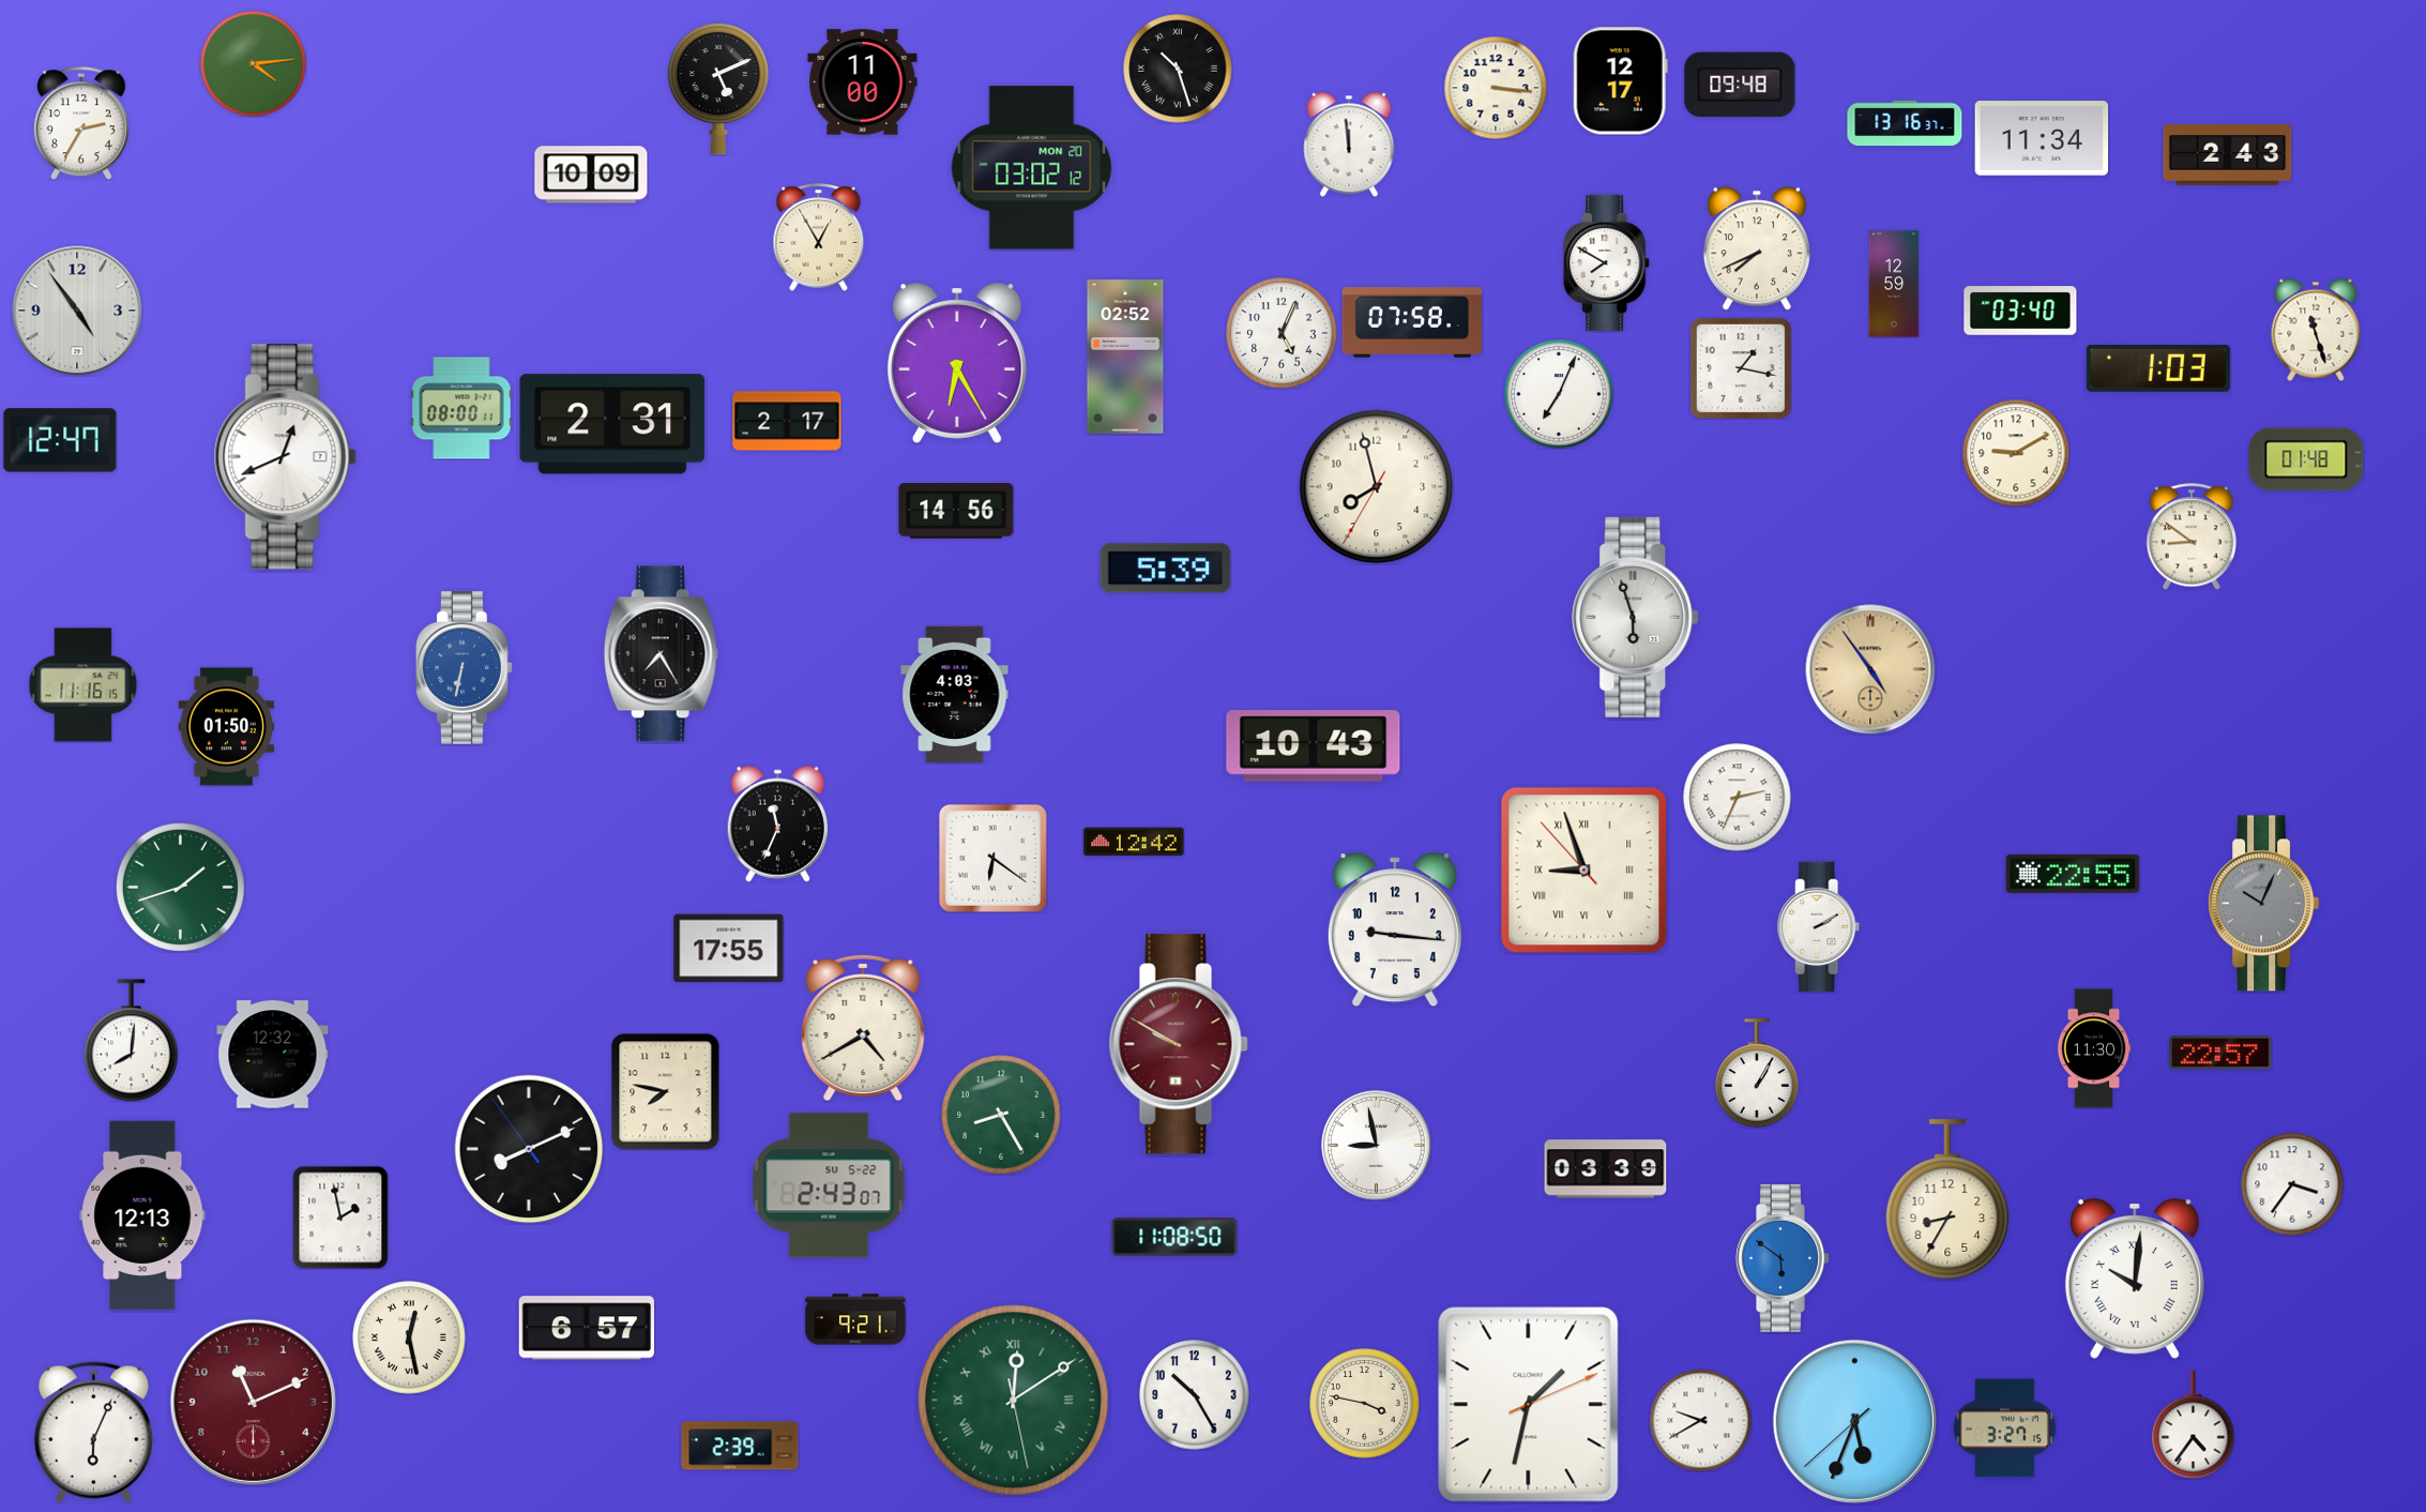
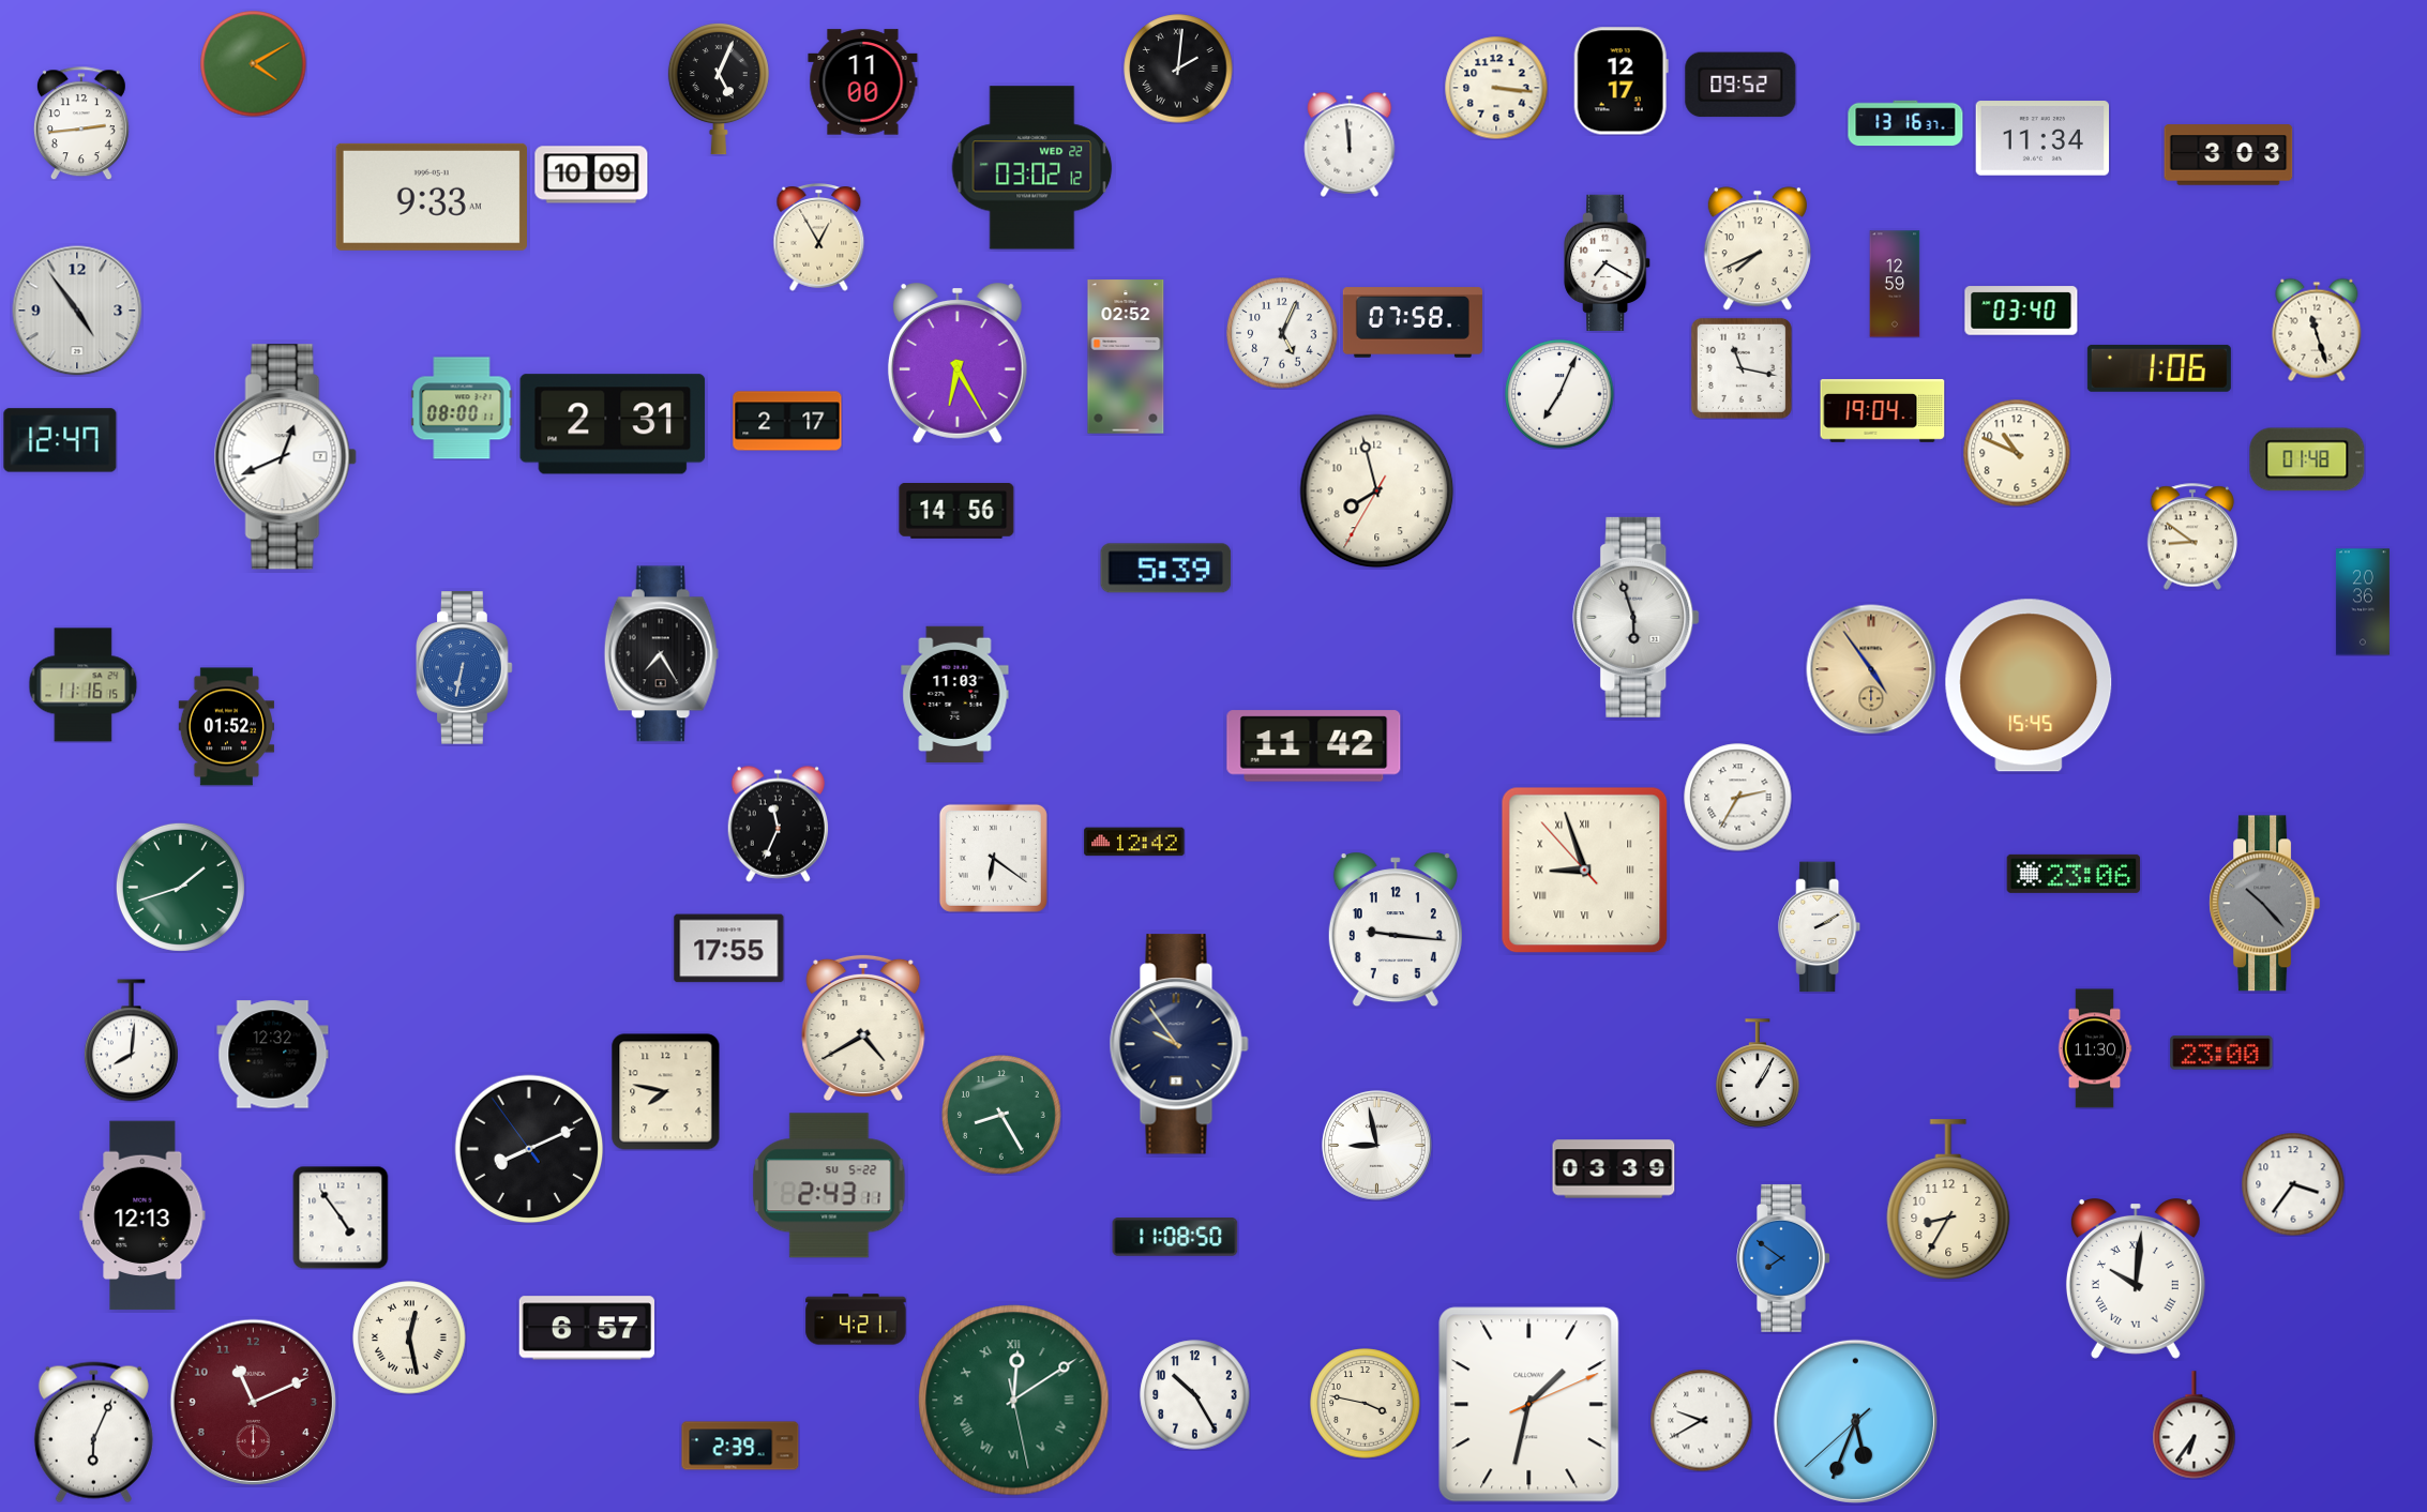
clock at (254, 64): 4:14 -> 4:10
clock at (1178, 69): 10:27 -> 2:01
clock at (1740, 85): 09:48 -> 09:52
clock at (718, 89): 5:11 -> 5:04
clock at (81, 123): 2:35 -> 2:44
clock at (2228, 155): 2:43 -> 3:03
clock at (1032, 168) date: MON 20 -> WED 22
clock at (432, 197): none -> 9:33
clock at (1607, 262): 7:50 -> 7:20
clock at (1741, 368): 1:17 -> 11:17
clock at (2158, 368): 1:03 -> 1:06
clock at (1883, 411): none -> 19:04
clock at (2016, 453): 9:10 -> 10:49
clock at (1377, 487) position: (1377, 487) -> (1377, 492)
clock at (2363, 602): none -> 20:36
clock at (2029, 685): none -> 15:45
clock at (955, 694): 4:03 -> 11:03
clock at (226, 727): 01:50 -> 01:52
clock at (1314, 746): 10:43 -> 11:42
clock at (1738, 798): 2:34 -> 2:35
clock at (2073, 874): 22:55 -> 23:06
clock at (2264, 904): 10:04 -> 10:23
clock at (1179, 1044): 9:50 -> 9:54
clock at (1179, 1044) dial: burgundy -> navy
clock at (2220, 1053): 22:57 -> 23:00
clock at (1606, 1169) position: (1606, 1169) -> (1614, 1169)
clock at (829, 1185): 2:43:07 -> 2:43:11
clock at (340, 1218): 1:58 -> 4:54
clock at (1783, 1258): 5:51 -> 7:51
clock at (855, 1319): 9:21 -> 4:21
clock at (2194, 1425): 4:36 -> 6:36
clock at (2004, 1428): 3:27 -> none
